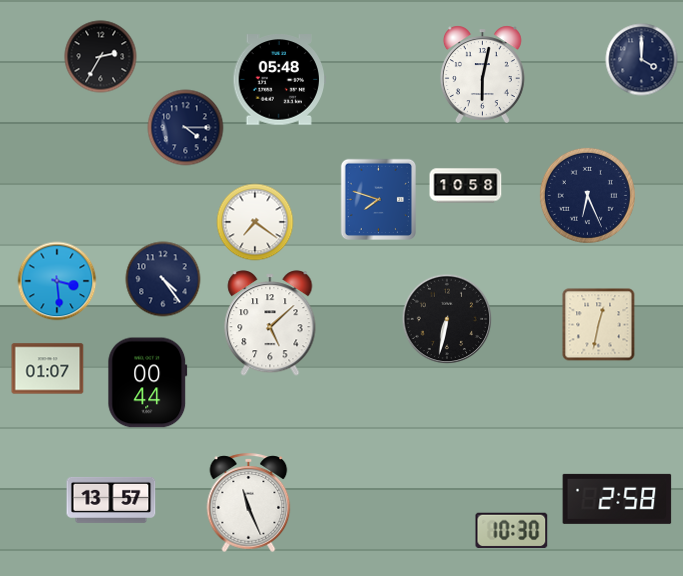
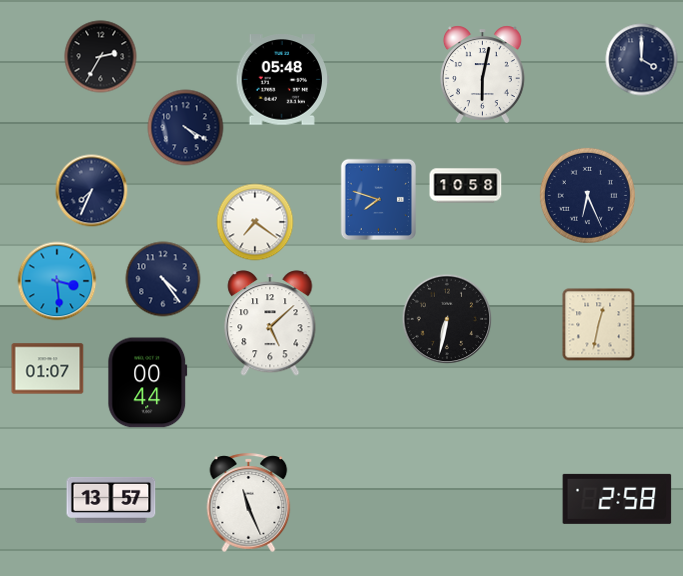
clock at (280, 80) position: (280, 80) -> (283, 80)
clock at (186, 128): 4:15 -> 4:20
clock at (92, 191): none -> 7:34
clock at (512, 530): 10:30 -> none
